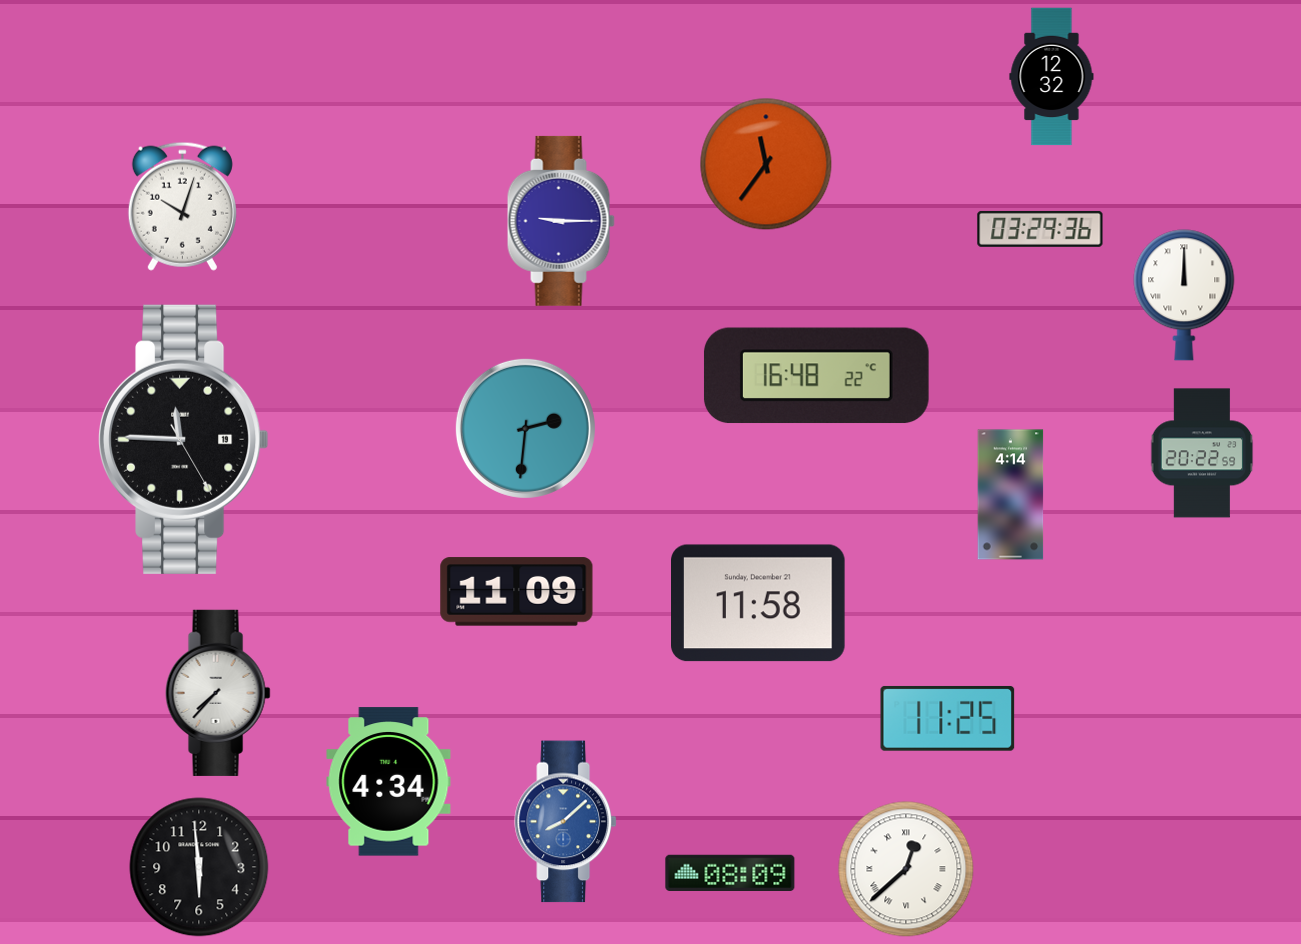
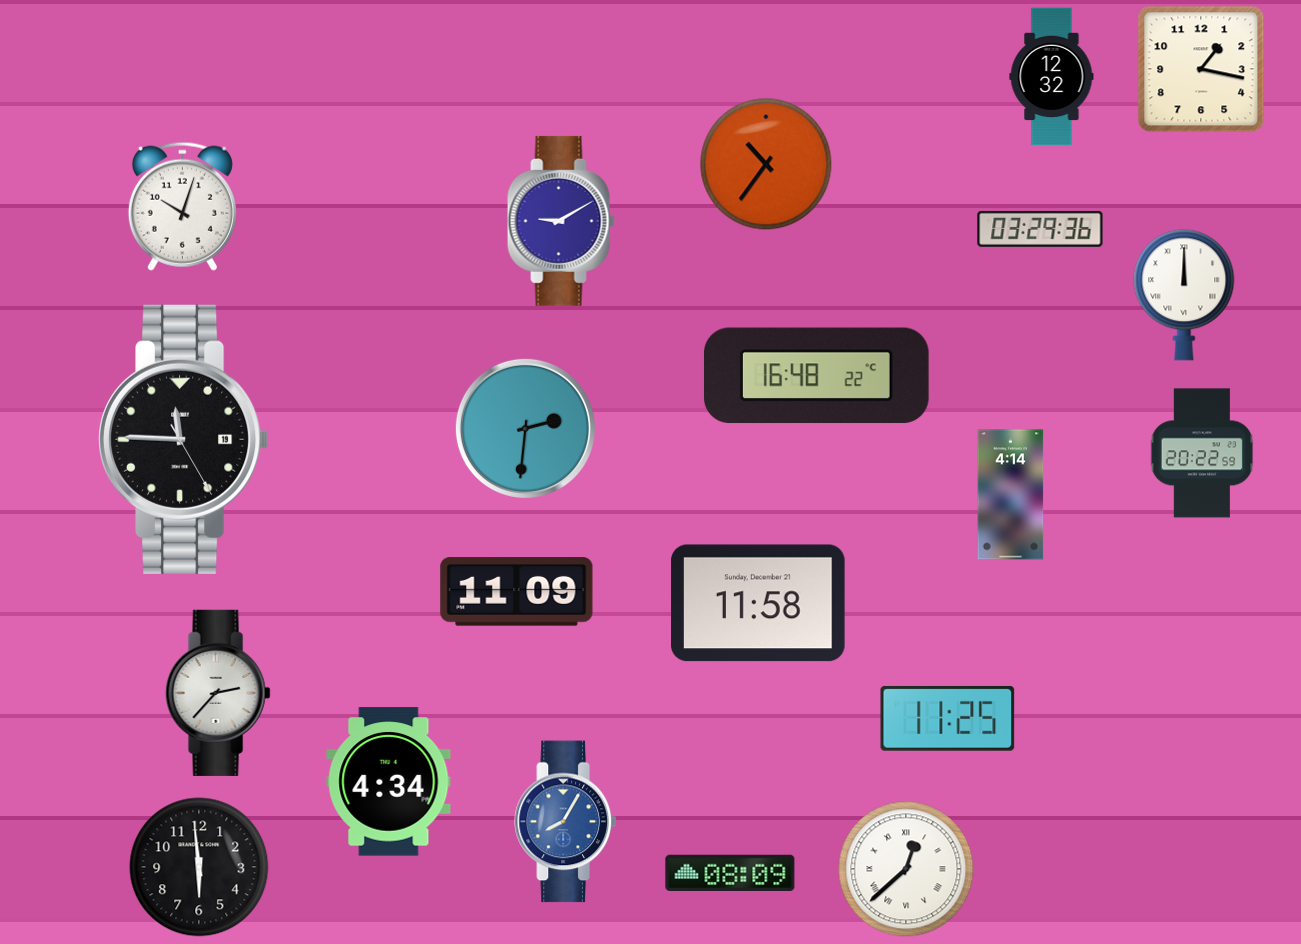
clock at (1201, 69): none -> 1:17
clock at (766, 164): 11:36 -> 10:36
clock at (561, 221): 9:15 -> 9:10
clock at (218, 693): 7:37 -> 2:37
clock at (566, 822): 8:08 -> 8:05
